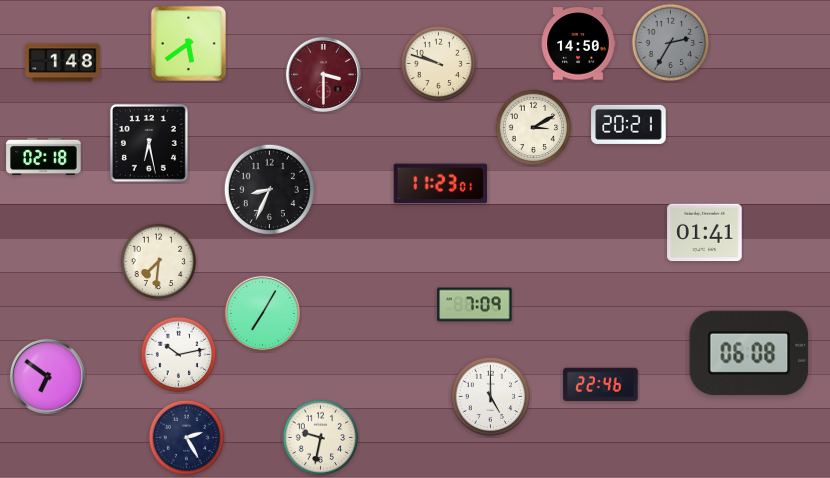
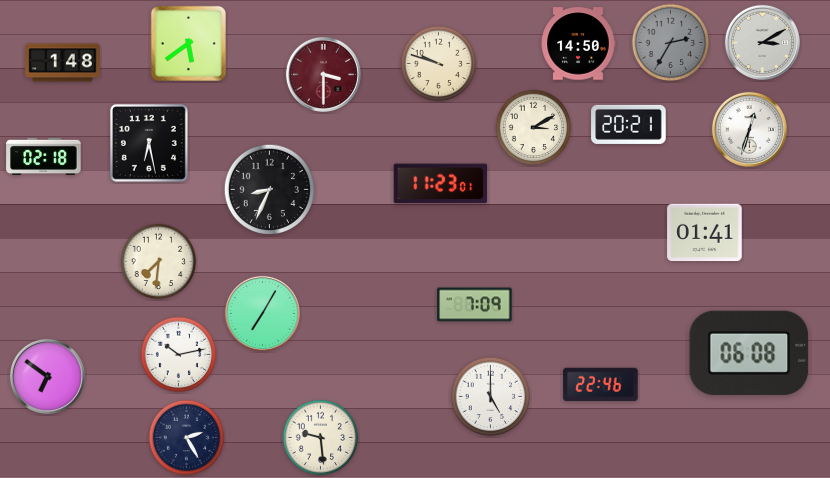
clock at (762, 42): none -> 3:10
clock at (749, 129): none -> 12:33
clock at (321, 438): 9:32 -> 9:29
